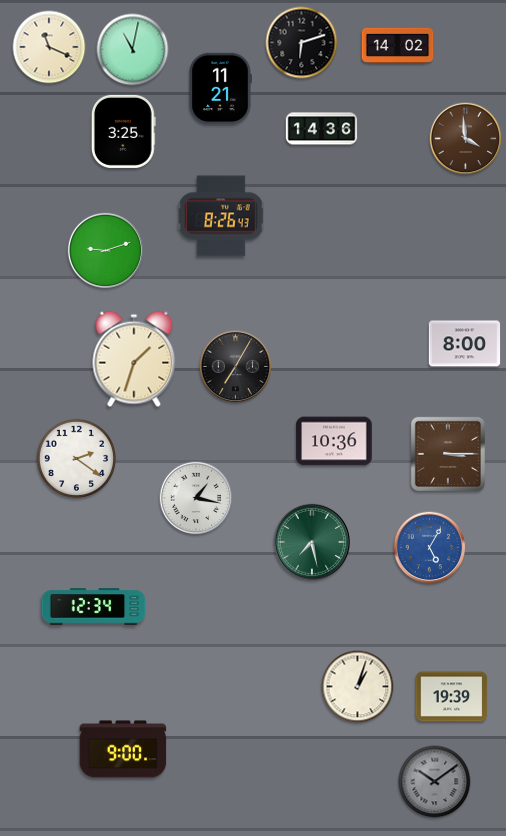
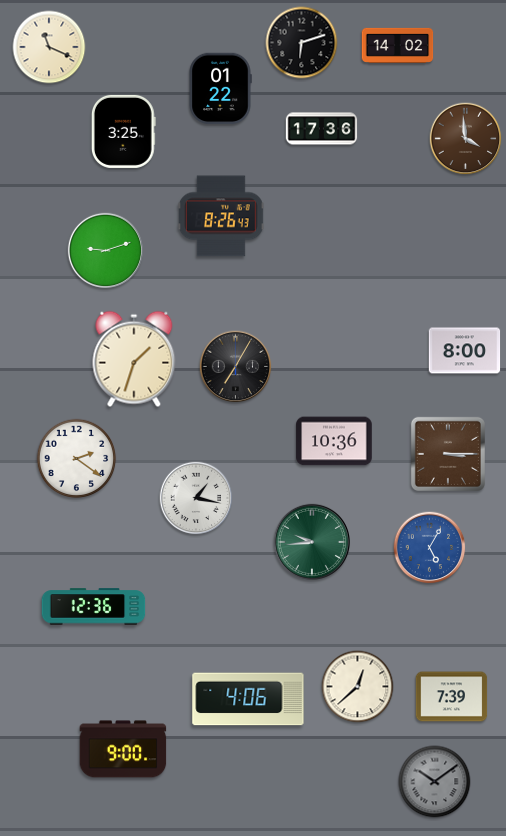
clock at (133, 50): 11:02 -> none
clock at (220, 89): 11:21 -> 01:22
clock at (322, 129): 14:36 -> 17:36
clock at (465, 344) position: (465, 344) -> (465, 351)
clock at (312, 542): 7:28 -> 9:44
clock at (94, 607): 12:34 -> 12:36
clock at (358, 687): 1:03 -> 12:38
clock at (452, 697): 19:39 -> 7:39
clock at (248, 699): none -> 4:06
